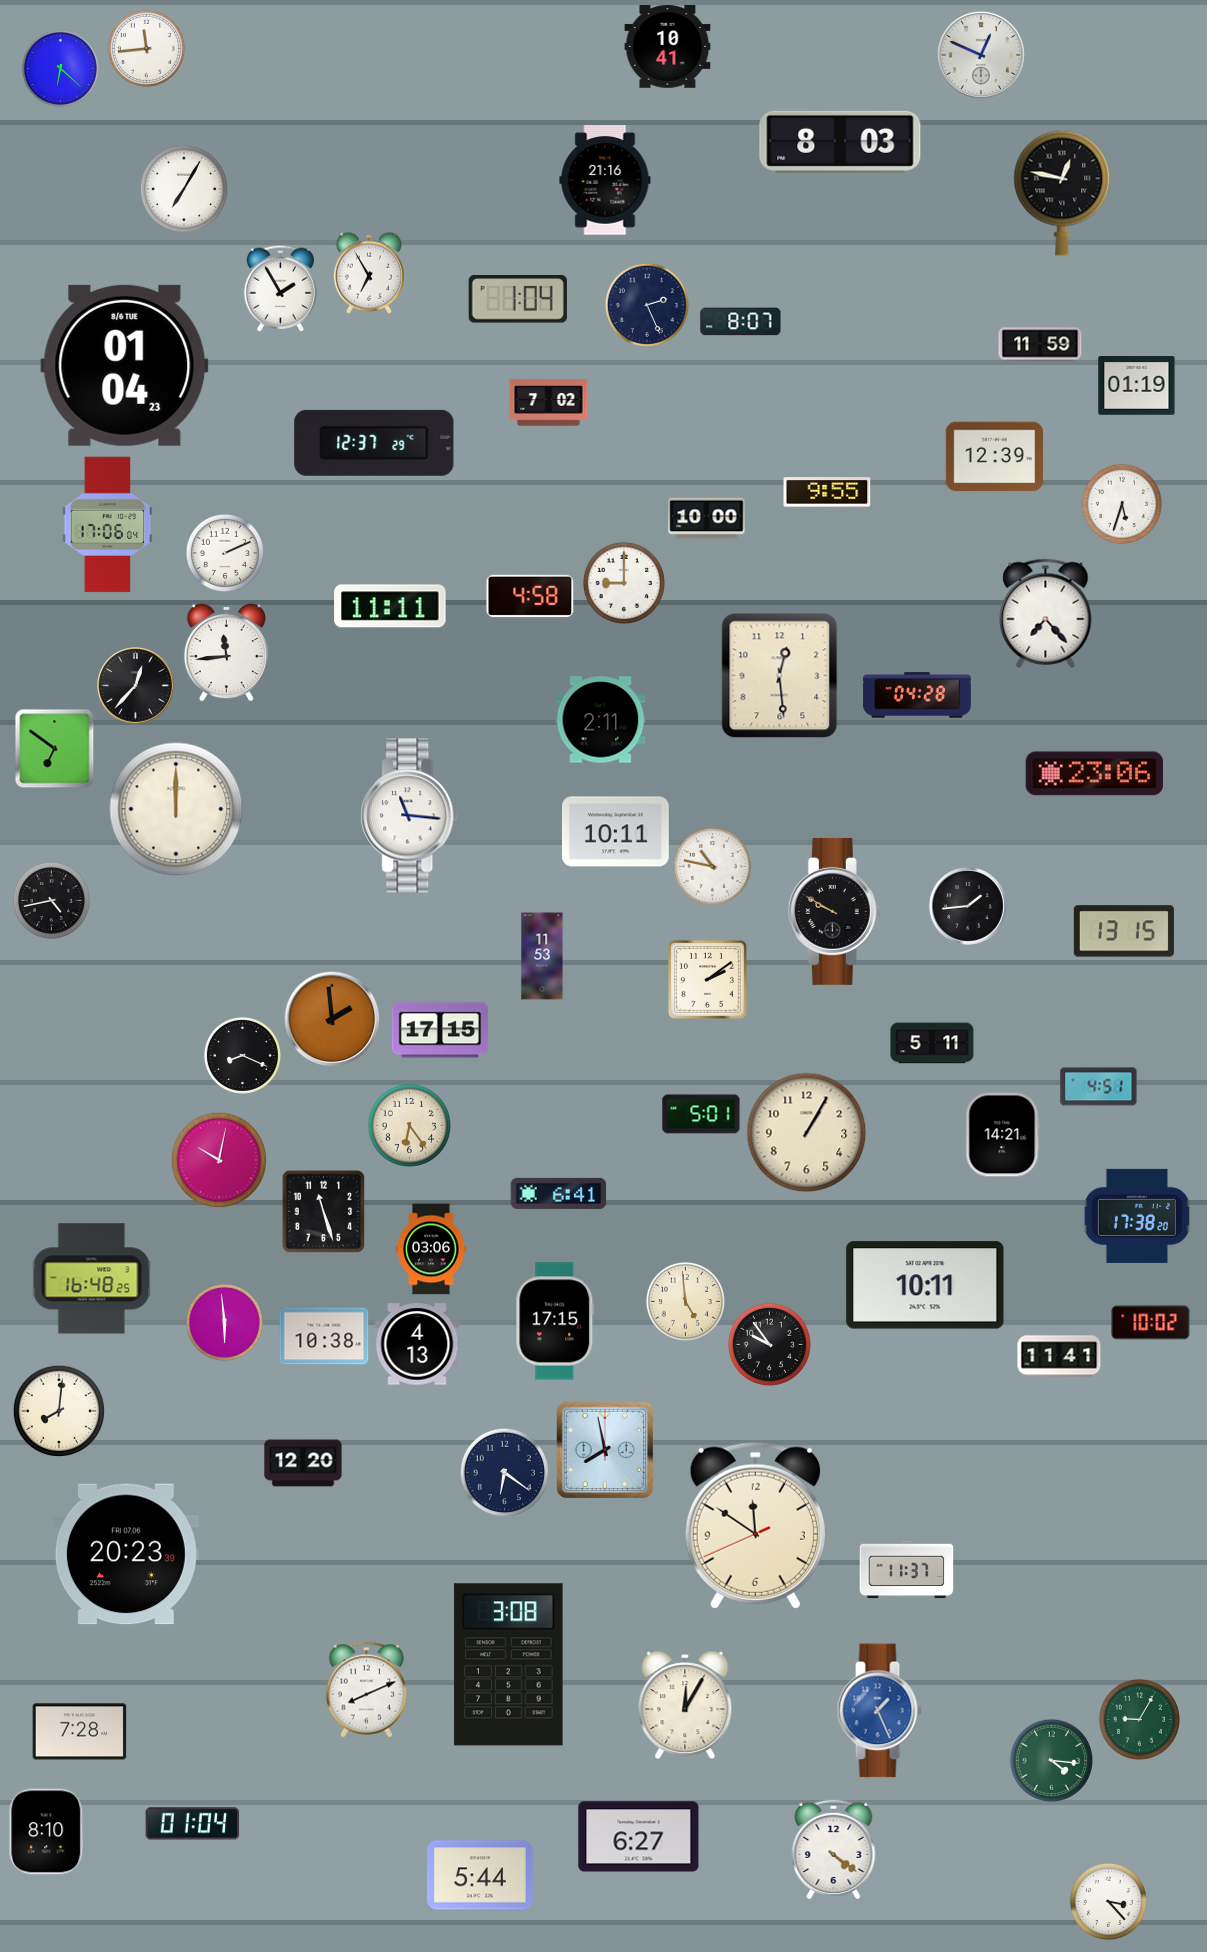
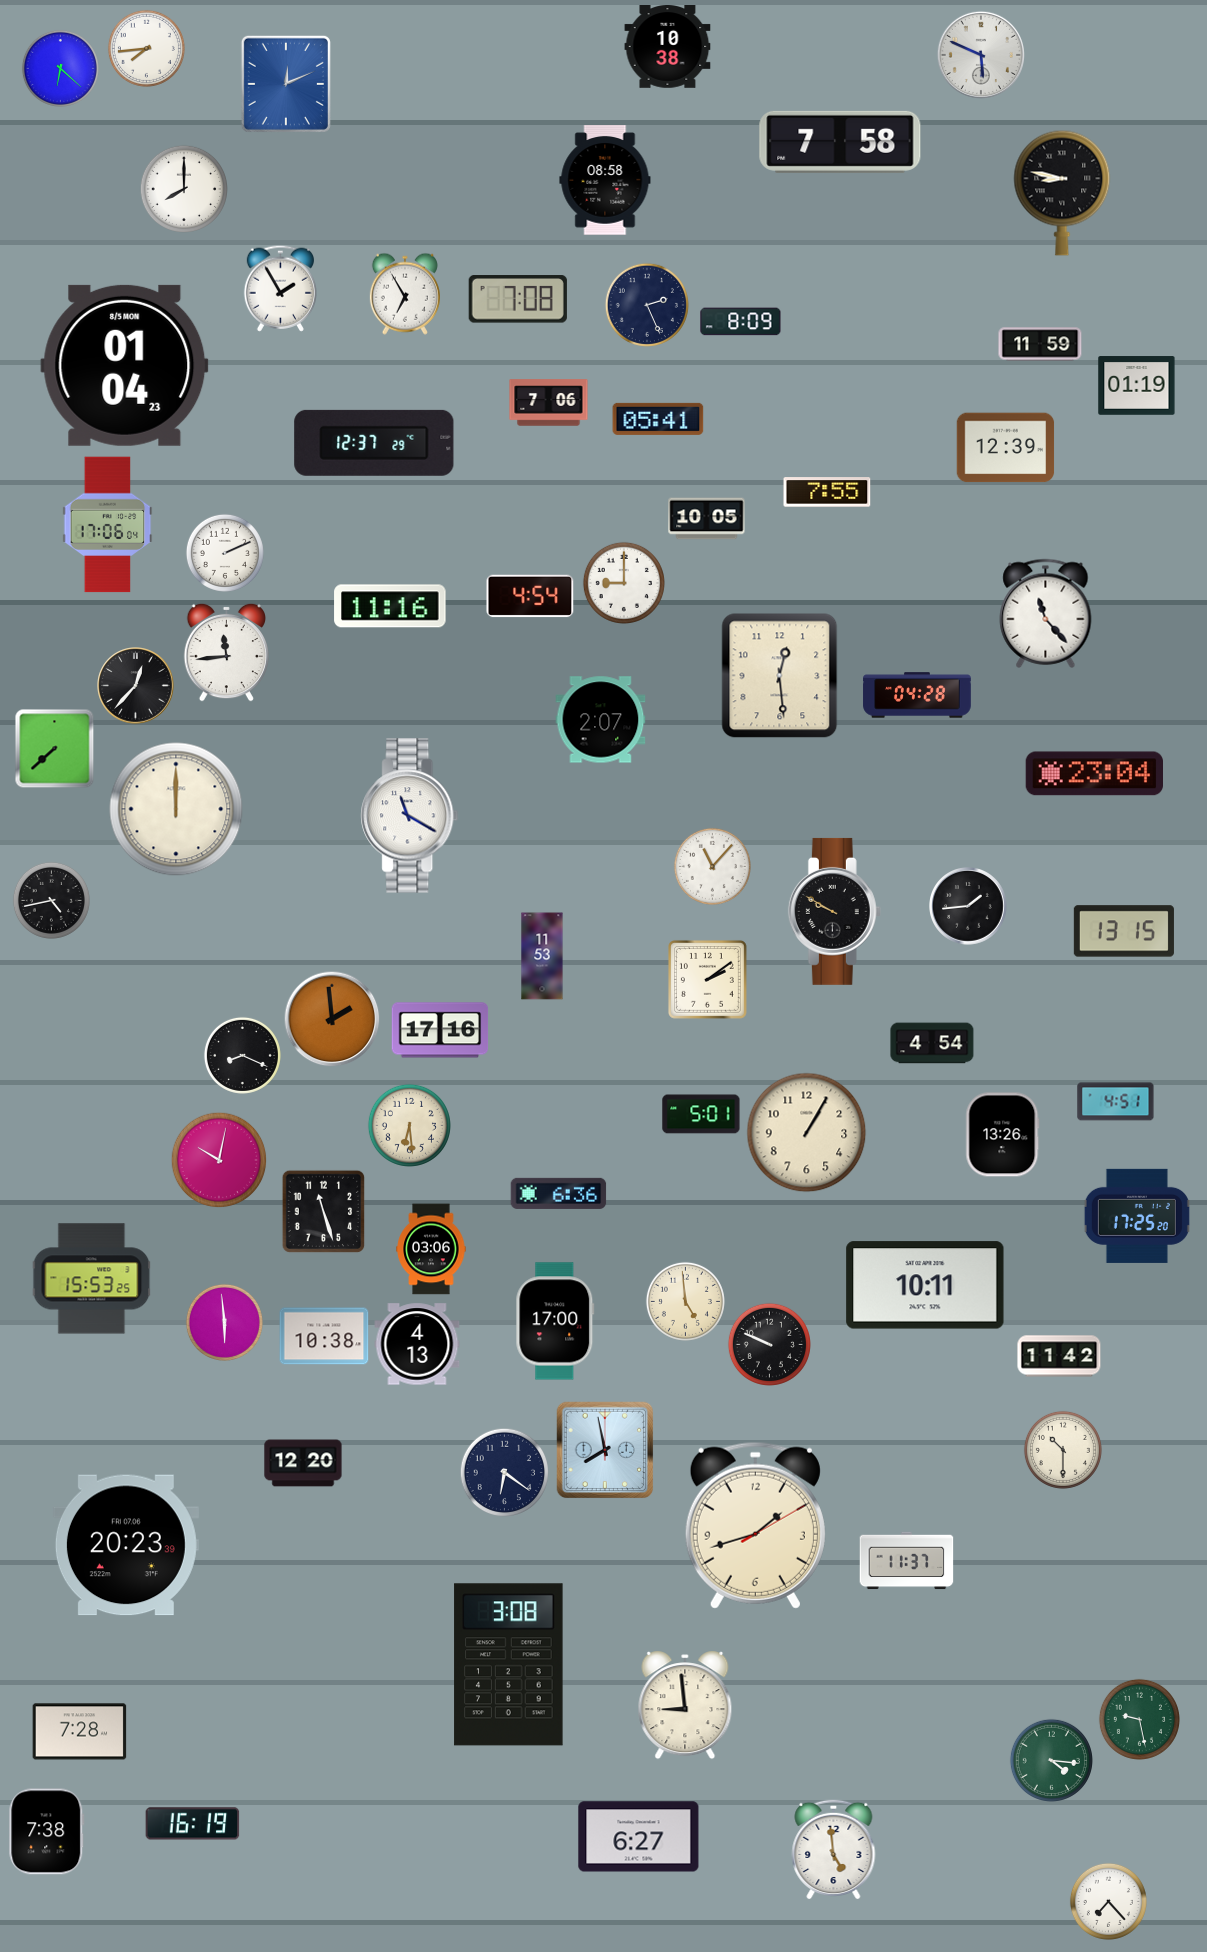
clock at (668, 47): 10:41 -> 10:38
clock at (146, 48): 11:44 -> 7:44
clock at (981, 55): 12:49 -> 5:49
clock at (286, 84): none -> 12:11
clock at (840, 142): 8:03 -> 7:58
clock at (605, 180): 21:16 -> 08:58
clock at (183, 188): 7:05 -> 8:00
clock at (1062, 193): 12:47 -> 8:47
clock at (369, 273) position: (369, 273) -> (405, 294)
clock at (518, 299): 1:04 -> 7:08
clock at (741, 322): 8:07 -> 8:09
clock at (125, 365) date: 8/6 TUE -> 8/5 MON
clock at (549, 403): 7:02 -> 7:06
clock at (658, 419): none -> 05:41
clock at (995, 457) position: (995, 457) -> (1006, 448)
clock at (827, 492): 9:55 -> 7:55
clock at (1122, 504): 5:33 -> none
clock at (707, 519): 10:00 -> 10:05
clock at (530, 596): 4:58 -> 4:54
clock at (390, 606): 11:11 -> 11:16
clock at (1046, 613): 7:23 -> 11:23
clock at (601, 720): 2:11 -> 2:07
clock at (54, 748): 6:51 -> 7:38
clock at (1094, 774): 23:06 -> 23:04
clock at (410, 816): 11:16 -> 11:20
clock at (615, 832): 10:11 -> none
clock at (712, 866): 10:47 -> 11:07
clock at (440, 1030): 17:15 -> 17:16
clock at (932, 1043): 5:11 -> 4:54
clock at (1099, 1087) position: (1099, 1087) -> (1116, 1102)
clock at (409, 1125): 6:24 -> 6:29
clock at (1003, 1135): 14:21 -> 13:26
clock at (559, 1193): 6:41 -> 6:36
clock at (1137, 1216): 17:38 -> 17:25
clock at (92, 1279): 16:48 -> 15:53
clock at (555, 1321): 17:15 -> 17:00
clock at (1151, 1323): 10:02 -> none
clock at (769, 1344): 9:54 -> 9:49
clock at (1059, 1356): 11:41 -> 11:42
clock at (59, 1411): 8:01 -> none
clock at (1063, 1450): none -> 10:30
clock at (755, 1525): 11:50 -> 1:42
clock at (126, 1554) position: (126, 1554) -> (126, 1545)
clock at (907, 1570) position: (907, 1570) -> (907, 1561)
clock at (367, 1690): 8:11 -> none
clock at (685, 1705): 12:05 -> 8:59
clock at (879, 1711): 1:26 -> none
clock at (1139, 1719): 9:05 -> 9:28
clock at (193, 1824): 01:04 -> 16:19
clock at (47, 1832): 8:10 -> 7:38
clock at (834, 1849): 4:21 -> 4:59
clock at (480, 1875): 5:44 -> none
clock at (1108, 1901): 3:23 -> 7:23
